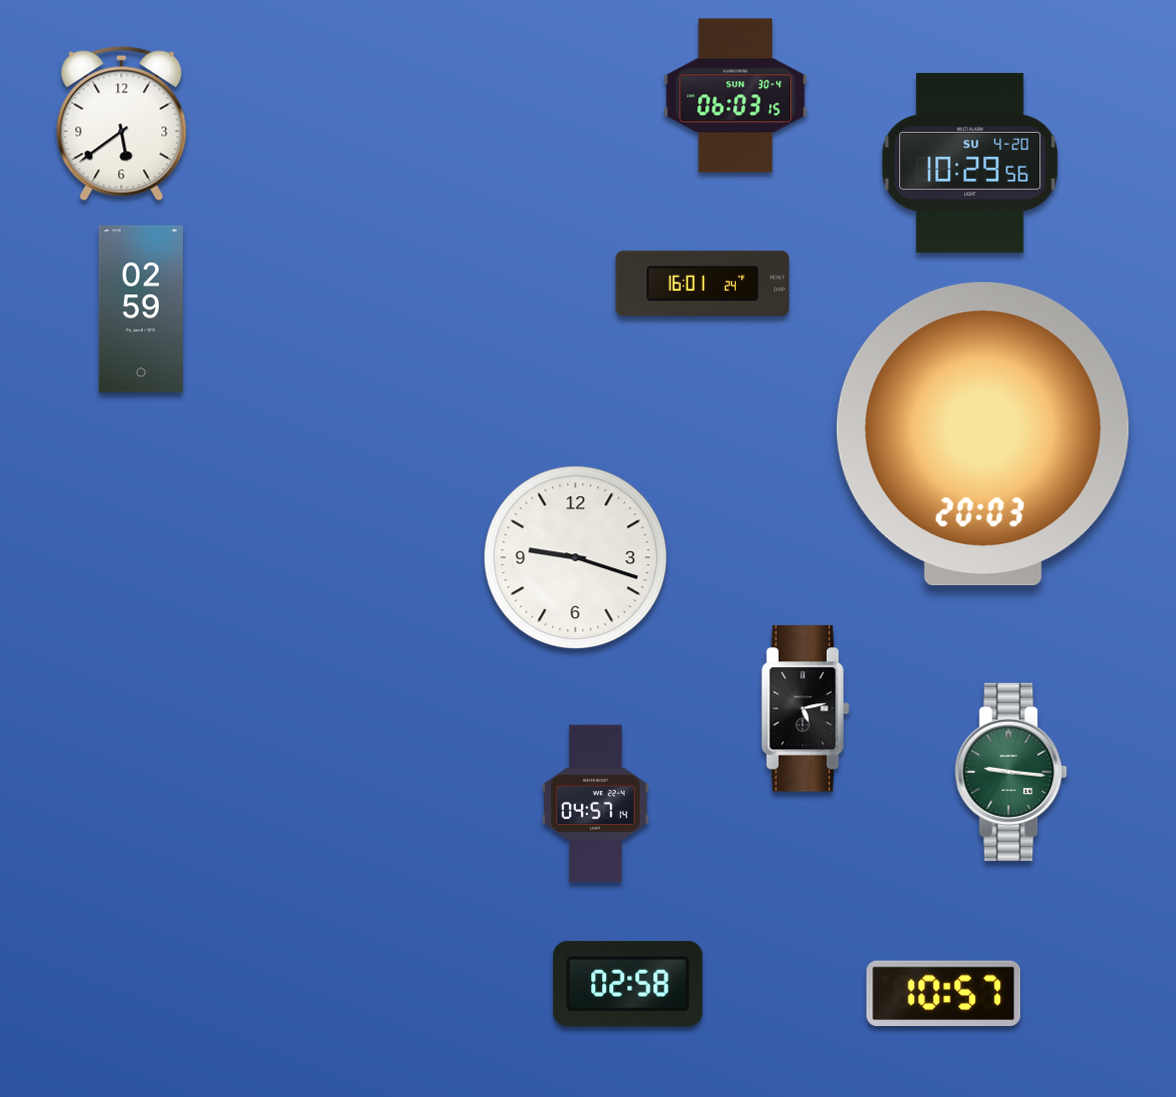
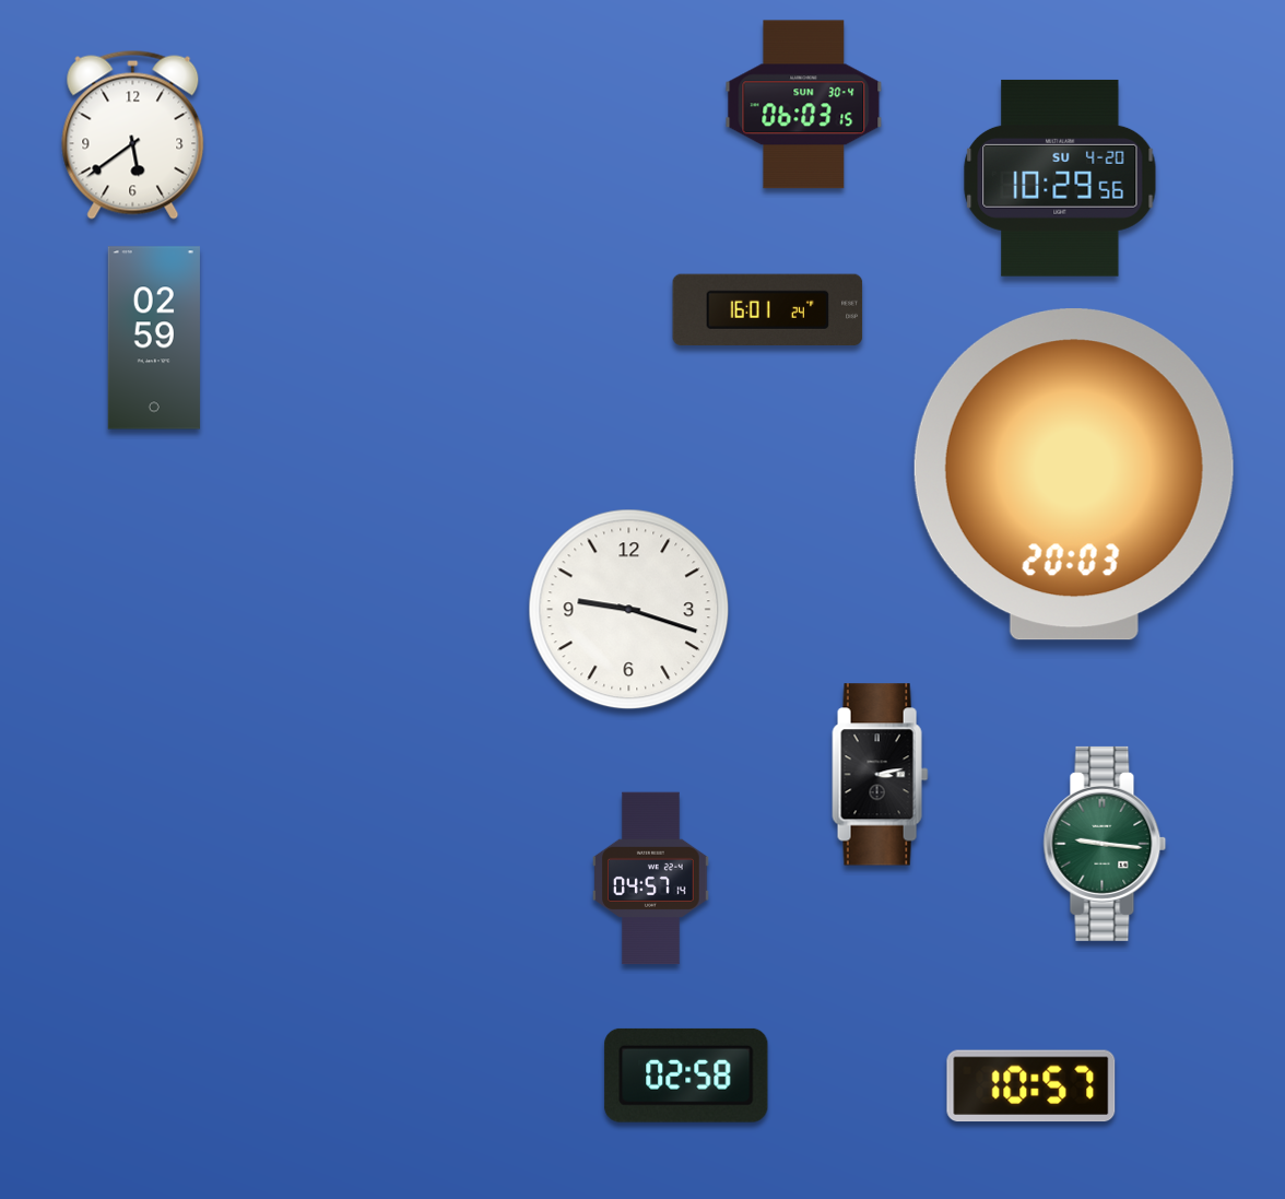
clock at (806, 709): 5:13 -> 3:13
